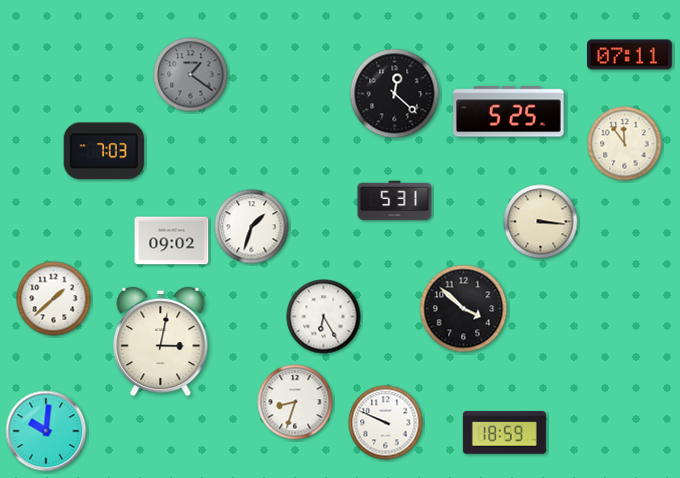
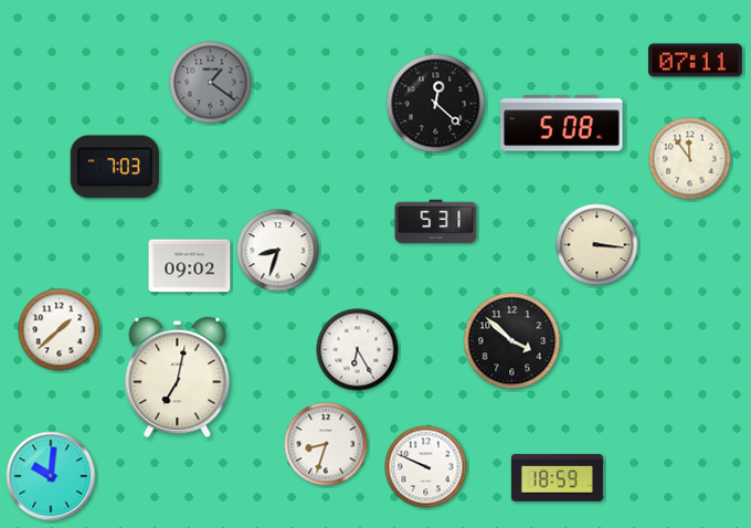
clock at (509, 112): 5:25 -> 5:08
clock at (252, 227): 1:33 -> 8:33
clock at (161, 342): 3:02 -> 7:02
